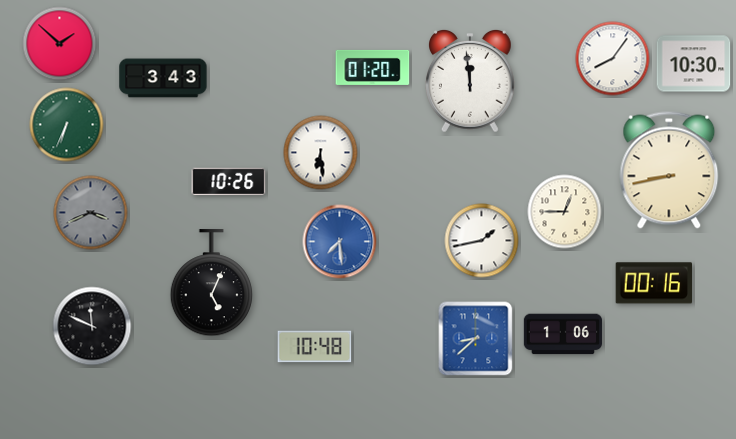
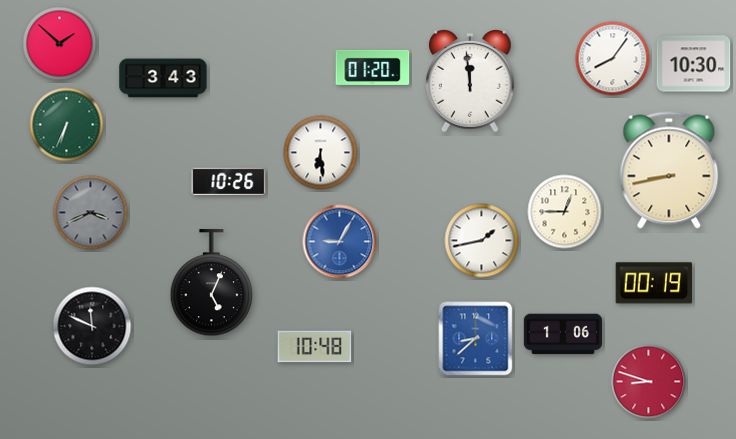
clock at (340, 242): 7:29 -> 9:05
clock at (653, 283): 00:16 -> 00:19
clock at (649, 382): none -> 8:48
